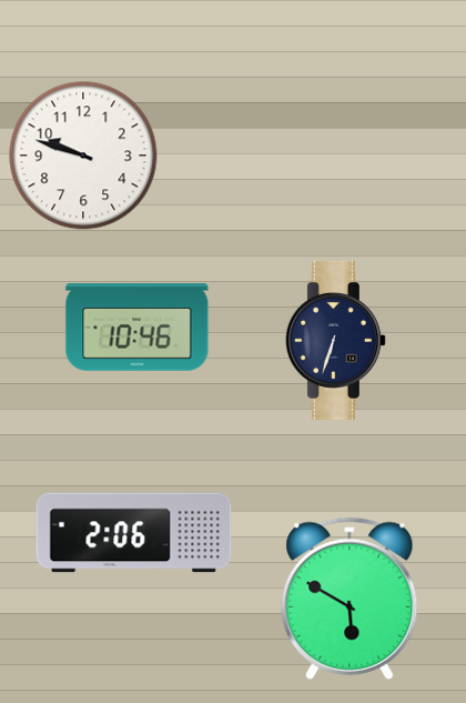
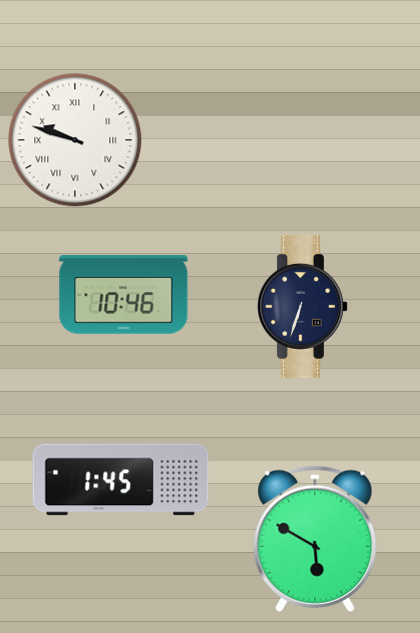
clock at (83, 155) numerals: Arabic -> Roman
clock at (134, 533): 2:06 -> 1:45
